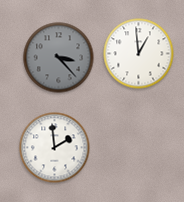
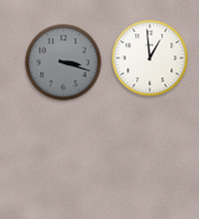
clock at (59, 58): 3:23 -> 3:18
clock at (55, 148): 1:59 -> none
